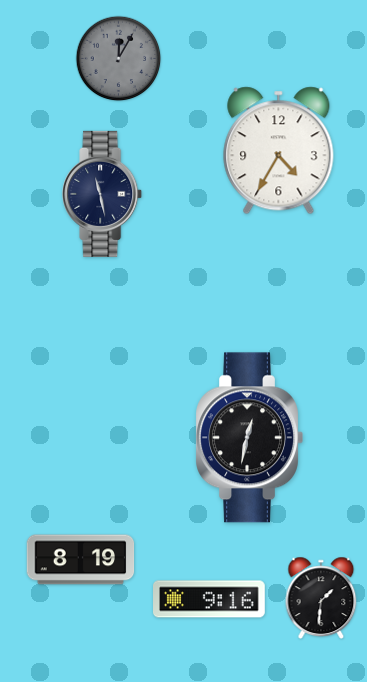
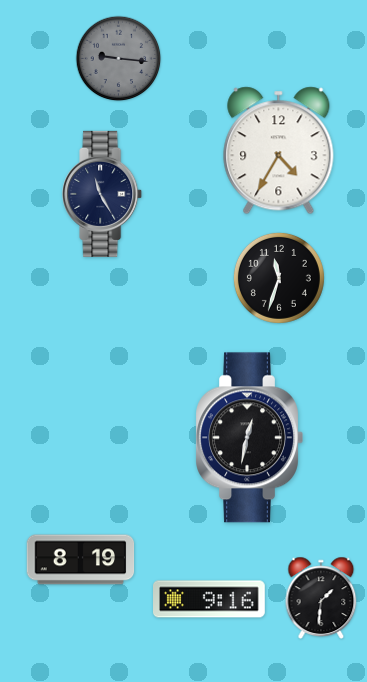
clock at (119, 59): 12:05 -> 9:16
clock at (103, 194): 11:28 -> 11:25
clock at (279, 278): none -> 11:33
